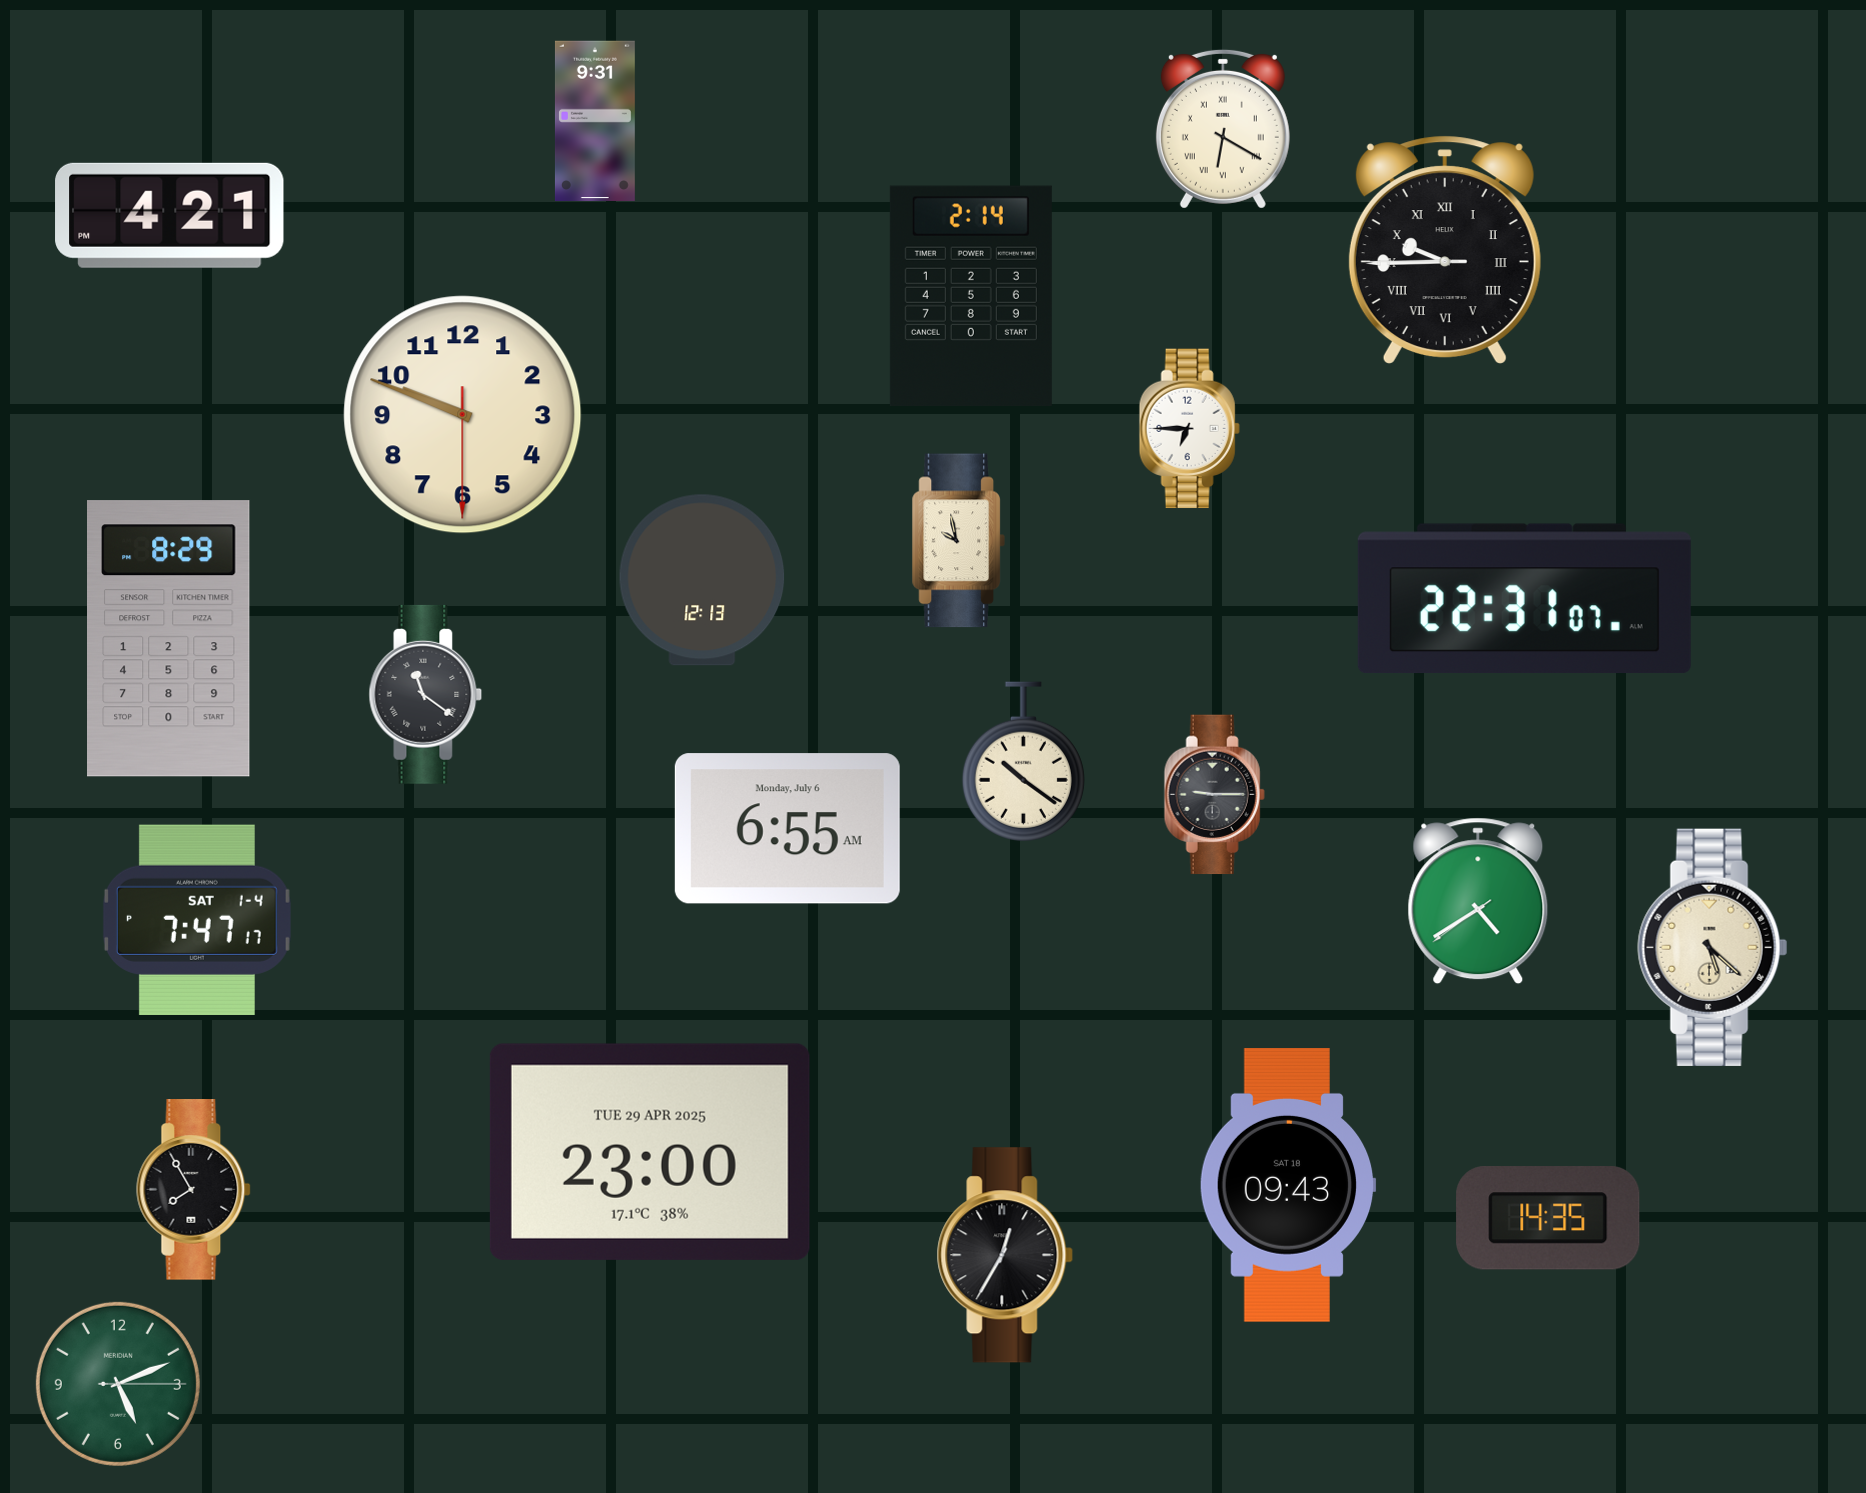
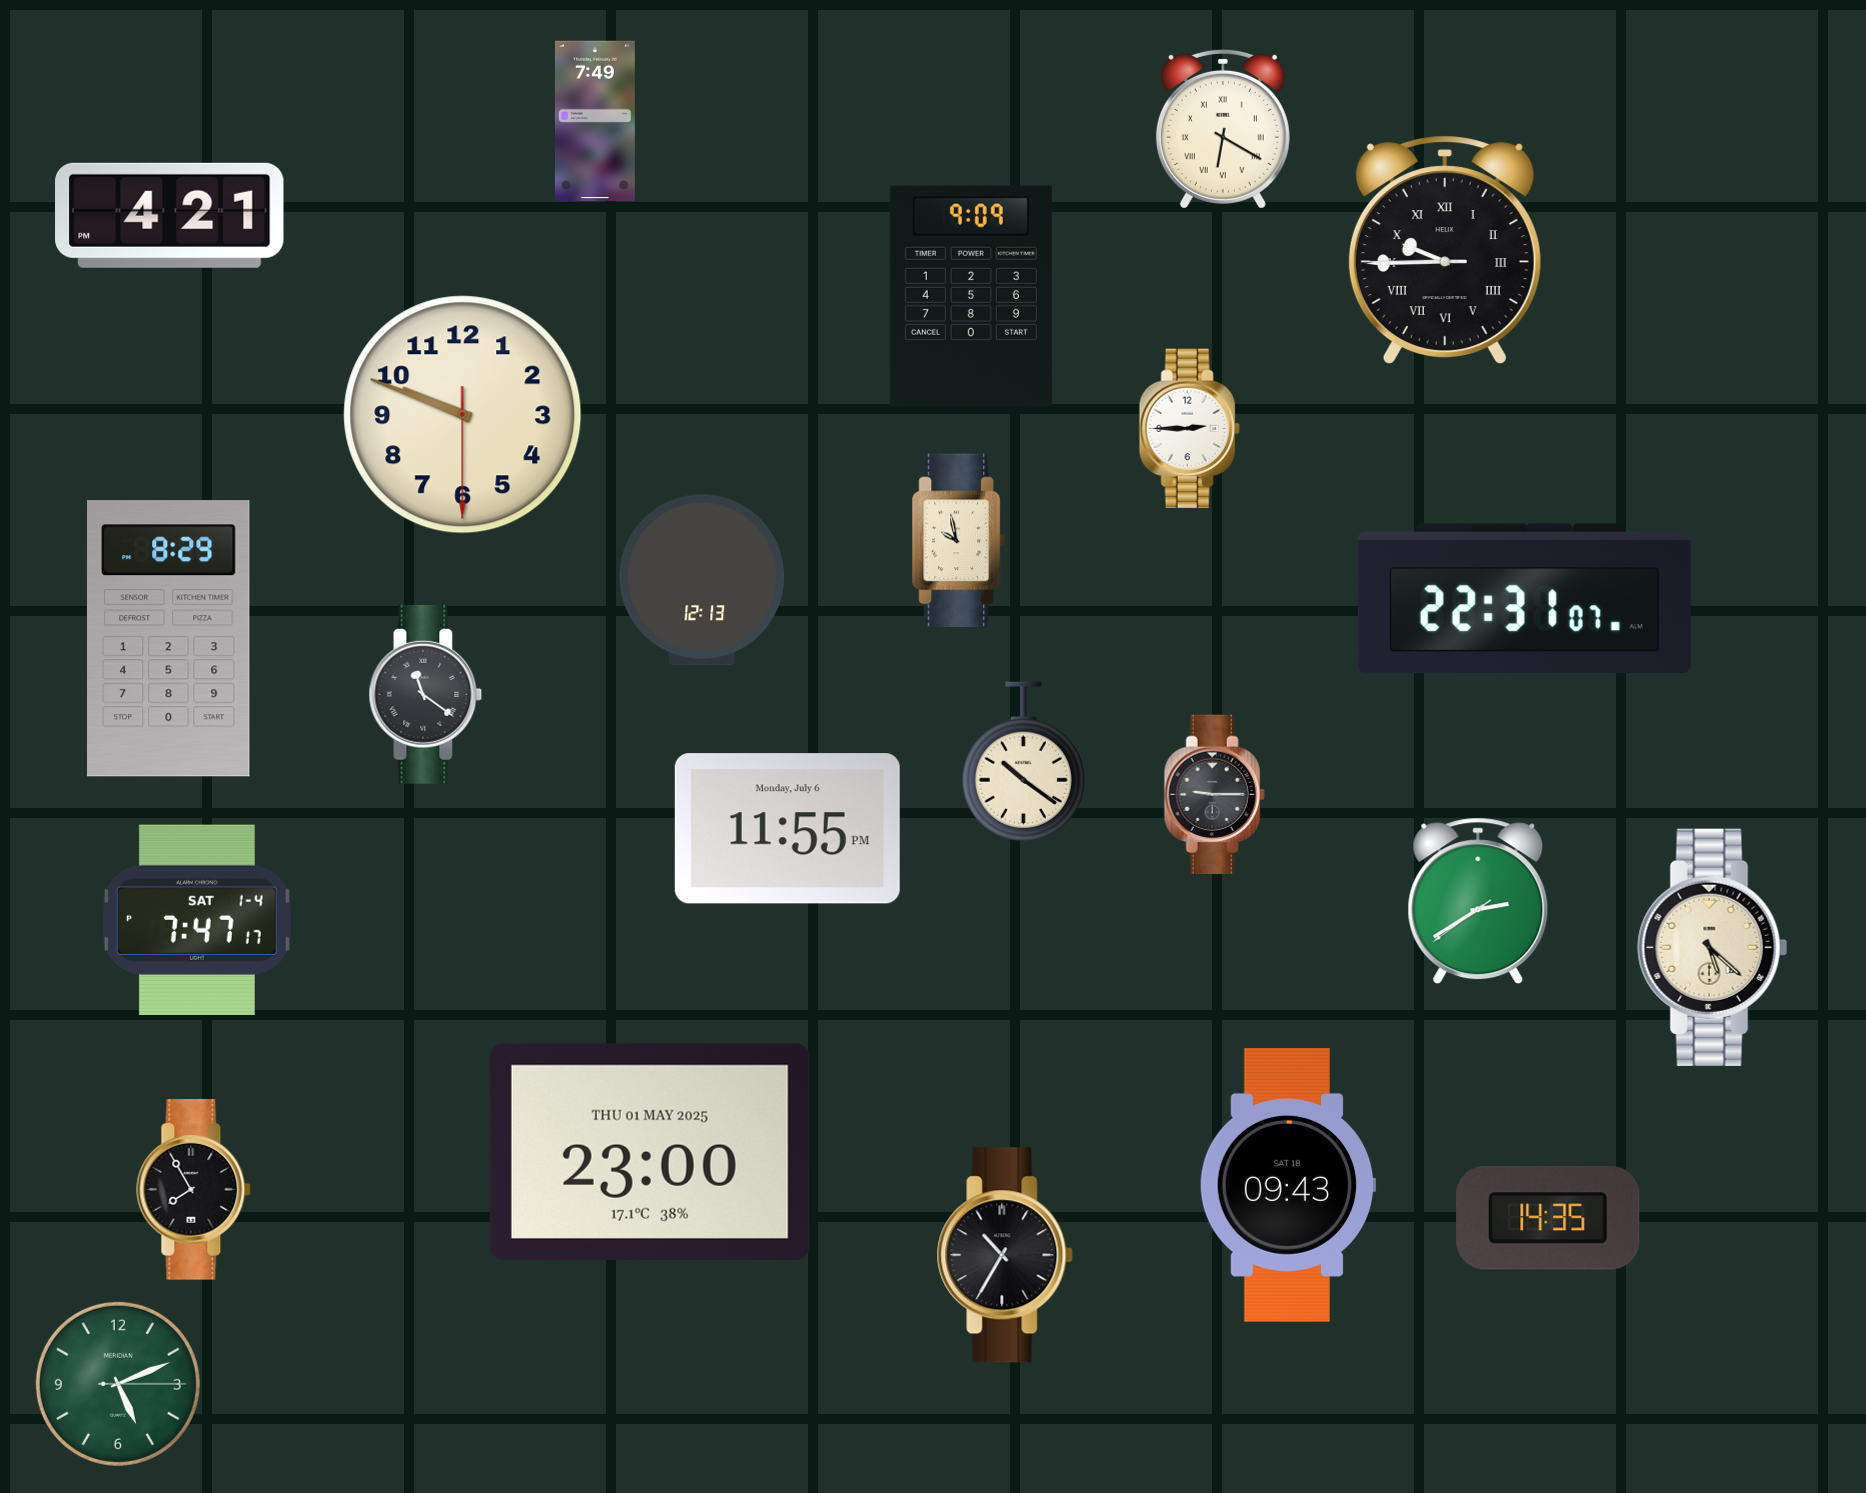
clock at (595, 120): 9:31 -> 7:49
clock at (971, 296): 2:14 -> 9:09
clock at (1189, 429): 6:45 -> 2:45
clock at (787, 829): 6:55 -> 11:55
clock at (1478, 901): 4:39 -> 2:39
clock at (650, 1152) date: TUE 29 APR 2025 -> THU 01 MAY 2025
clock at (1005, 1255): 12:35 -> 10:35
